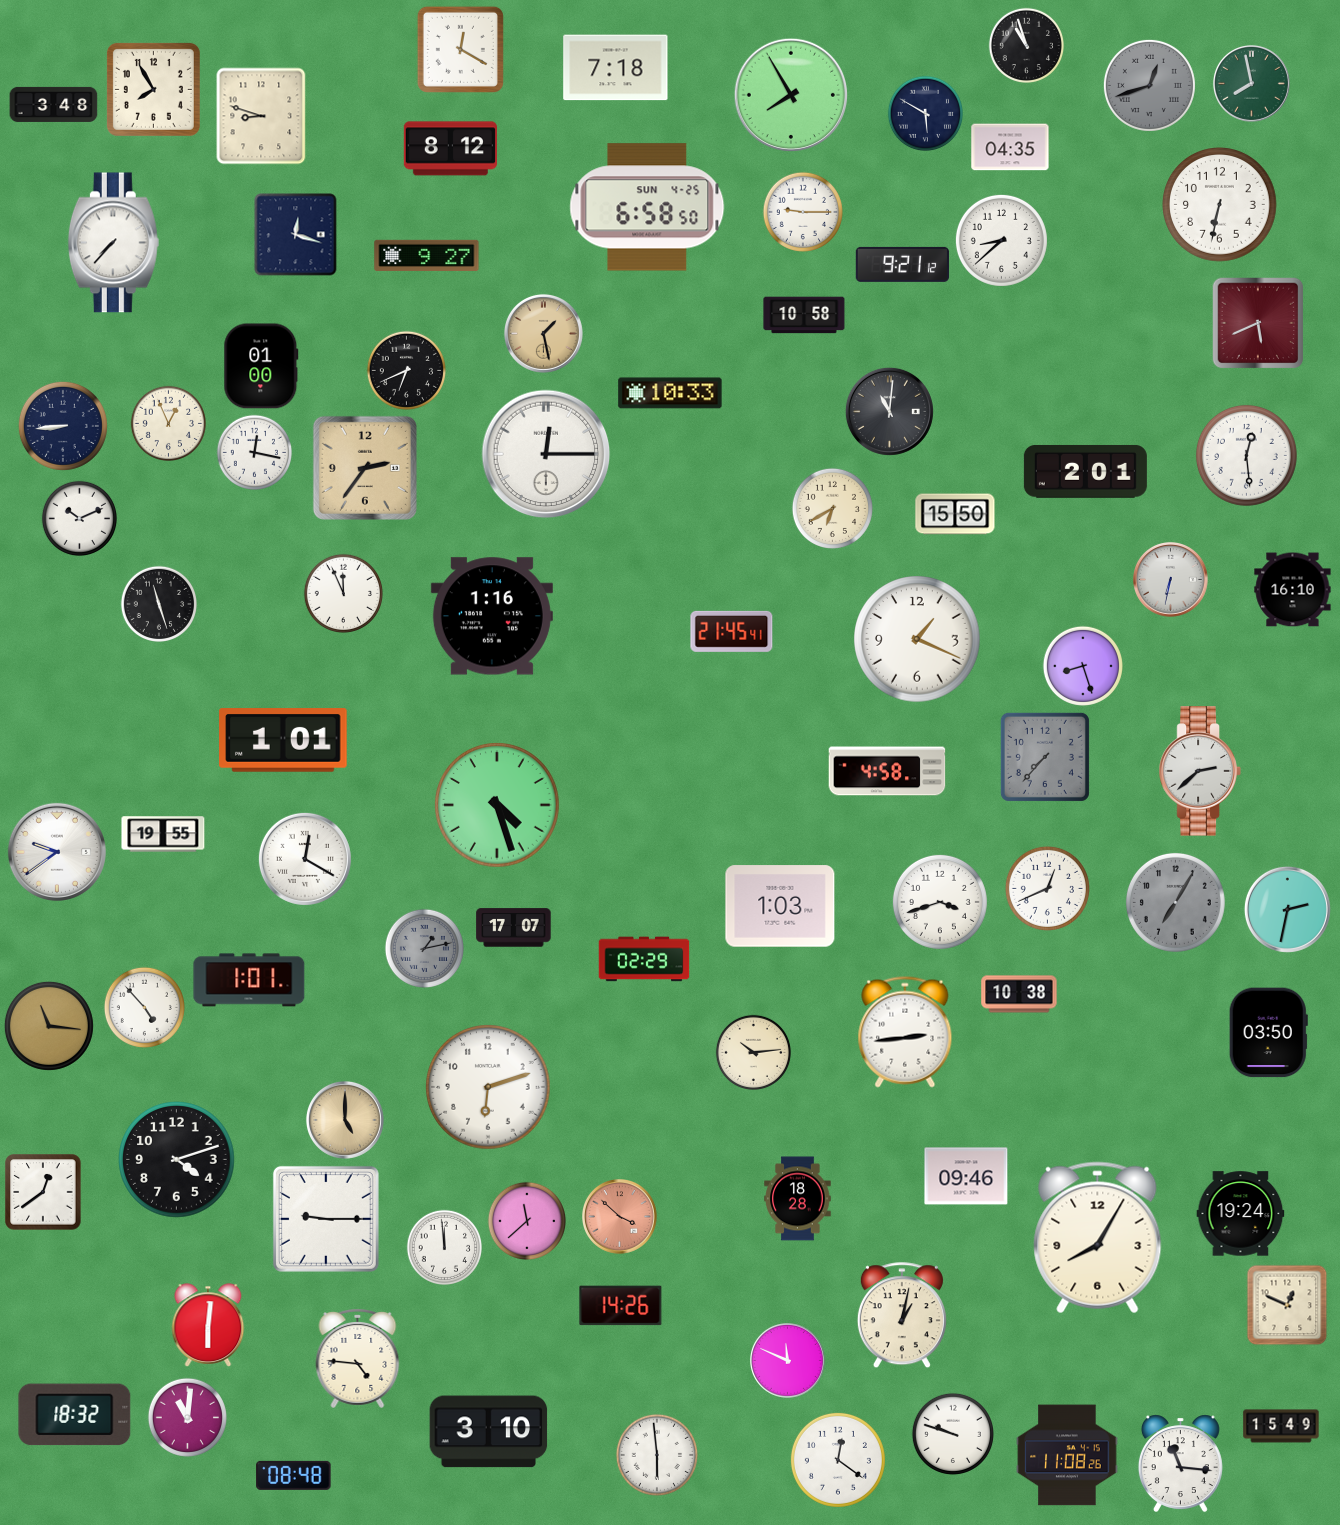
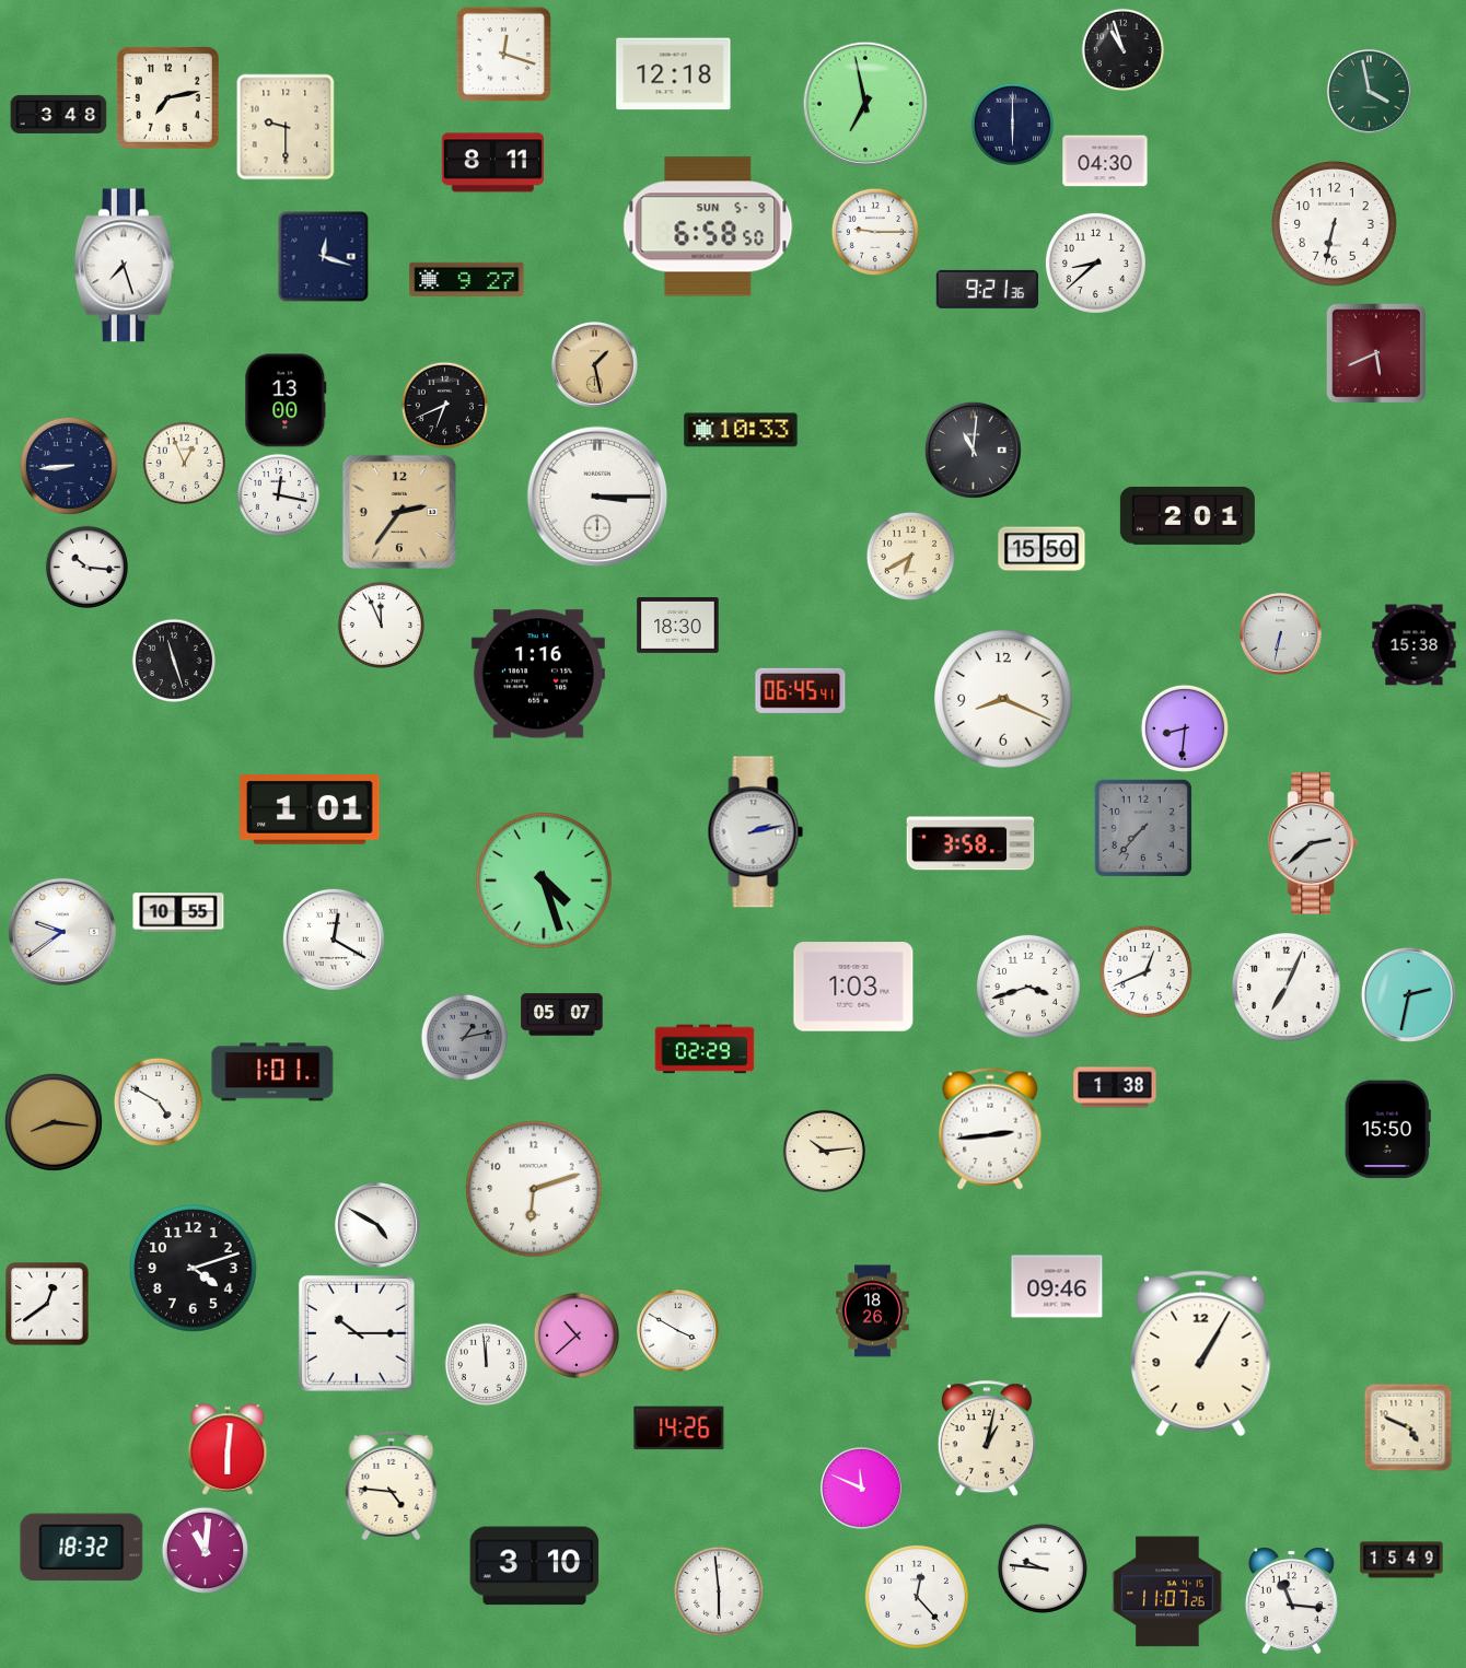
clock at (460, 49): 12:20 -> 12:18
clock at (616, 68): 7:18 -> 12:18
clock at (1251, 83): 7:58 -> 3:58
clock at (1149, 85): 12:42 -> none
clock at (153, 89): 7:55 -> 7:13
clock at (791, 95): 7:55 -> 6:58
clock at (925, 113): 5:50 -> 6:00
clock at (261, 116): 8:48 -> 9:30
clock at (1010, 147): 04:35 -> 04:30
clock at (450, 149): 8:12 -> 8:11
clock at (647, 207) date: SUN 4-25 -> SUN 5-9
clock at (803, 212) position: (803, 212) -> (875, 232)
clock at (113, 243): 7:37 -> 7:27
clock at (902, 264): 9:21:12 -> 9:21:36
clock at (804, 315): 10:58 -> none
clock at (261, 366): 01:00 -> 13:00
clock at (670, 393) position: (670, 393) -> (741, 430)
clock at (546, 454): 12:15 -> 3:15
clock at (1246, 455): 12:29 -> none
clock at (955, 514) position: (955, 514) -> (1042, 549)
clock at (79, 518): 10:11 -> 10:16
clock at (678, 626): none -> 18:30
clock at (1293, 590): 16:10 -> 15:38
clock at (343, 593) position: (343, 593) -> (381, 625)
clock at (732, 631): 21:45 -> 06:45
clock at (917, 639): 1:19 -> 8:19
clock at (1083, 666): 8:27 -> 8:31
clock at (756, 832): none -> 2:13
clock at (887, 771): 4:58 -> 3:58
clock at (163, 834): 19:55 -> 10:55
clock at (1175, 902): 7:05 -> 7:04
clock at (1175, 902) dial: grey -> white
clock at (780, 906) position: (780, 906) -> (853, 987)
clock at (514, 928): 17:07 -> 05:07
clock at (1019, 994): 10:38 -> 1:38
clock at (144, 1007): 4:53 -> 4:50
clock at (49, 1026): 11:16 -> 8:16
clock at (1268, 1033): 03:50 -> 15:50
clock at (345, 1120): 5:00 -> 4:50
clock at (345, 1120) dial: champagne -> white
clock at (798, 1199): 18:28 -> 18:26
clock at (1241, 1214): 19:24 -> none
clock at (620, 1217): 3:52 -> 3:50
clock at (620, 1217) dial: salmon -> white
clock at (326, 1219): 9:15 -> 10:15
clock at (526, 1220): 11:38 -> 10:38
clock at (1098, 1238): 8:05 -> 1:05
clock at (1287, 1305): 12:49 -> 4:49
clock at (953, 1434): 9:48 -> 9:46
clock at (1067, 1455): 11:08 -> 11:07
clock at (838, 1460): 12:21 -> 12:23
clock at (294, 1475): 08:48 -> none
